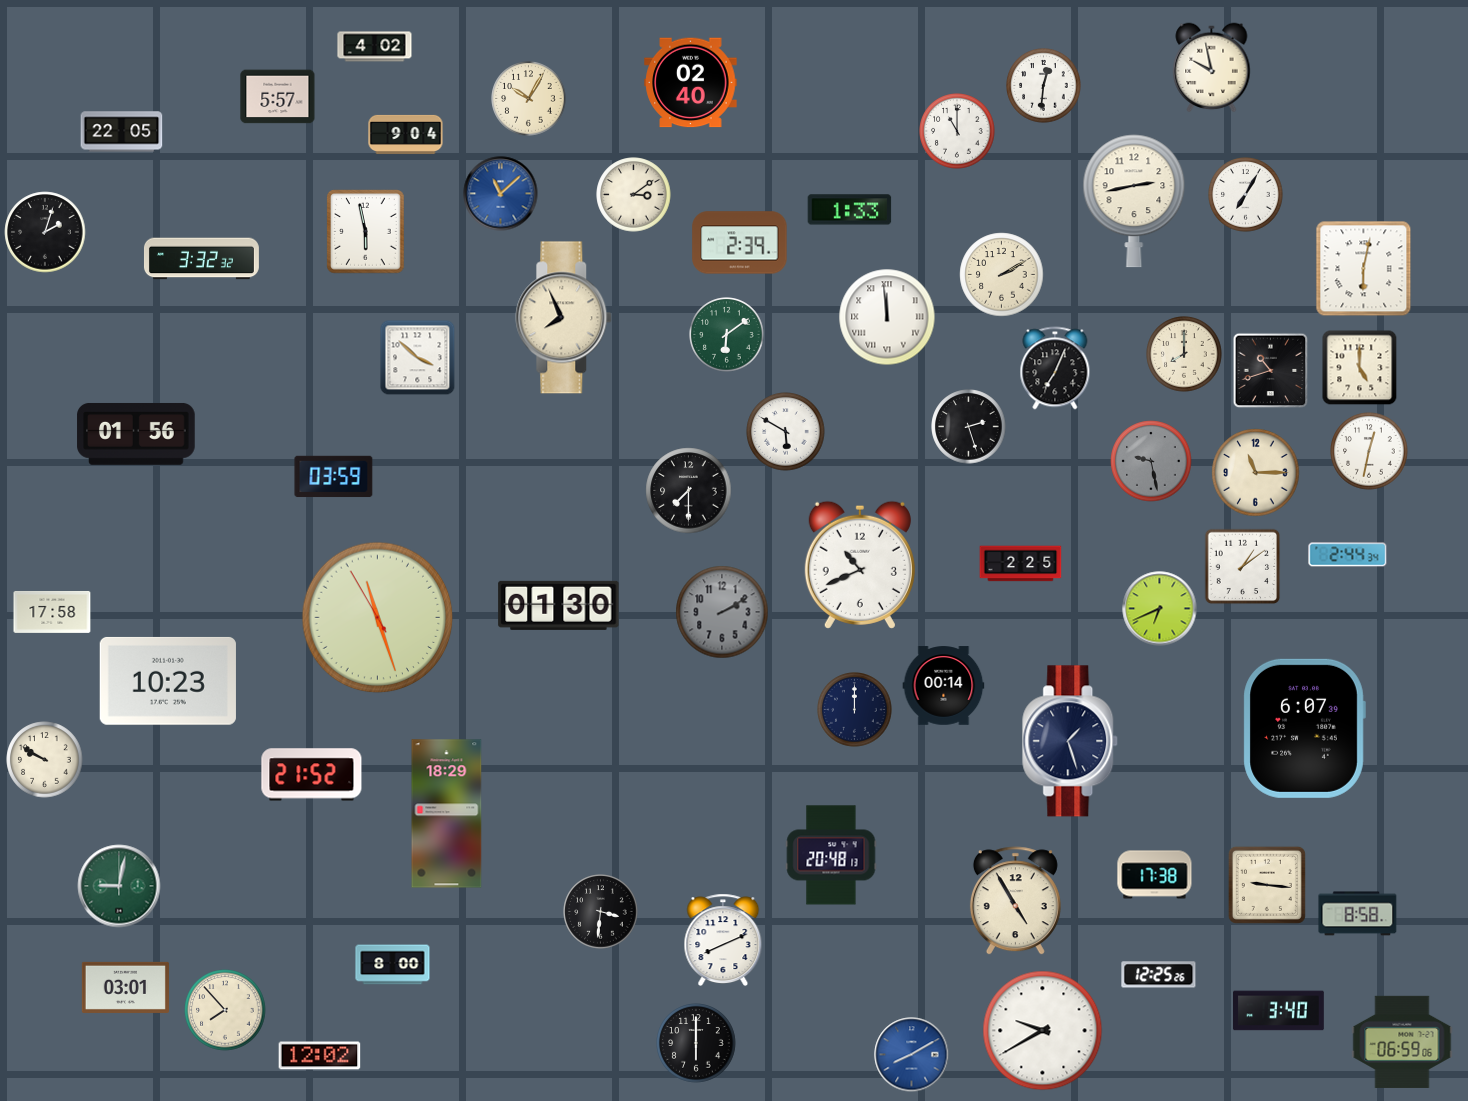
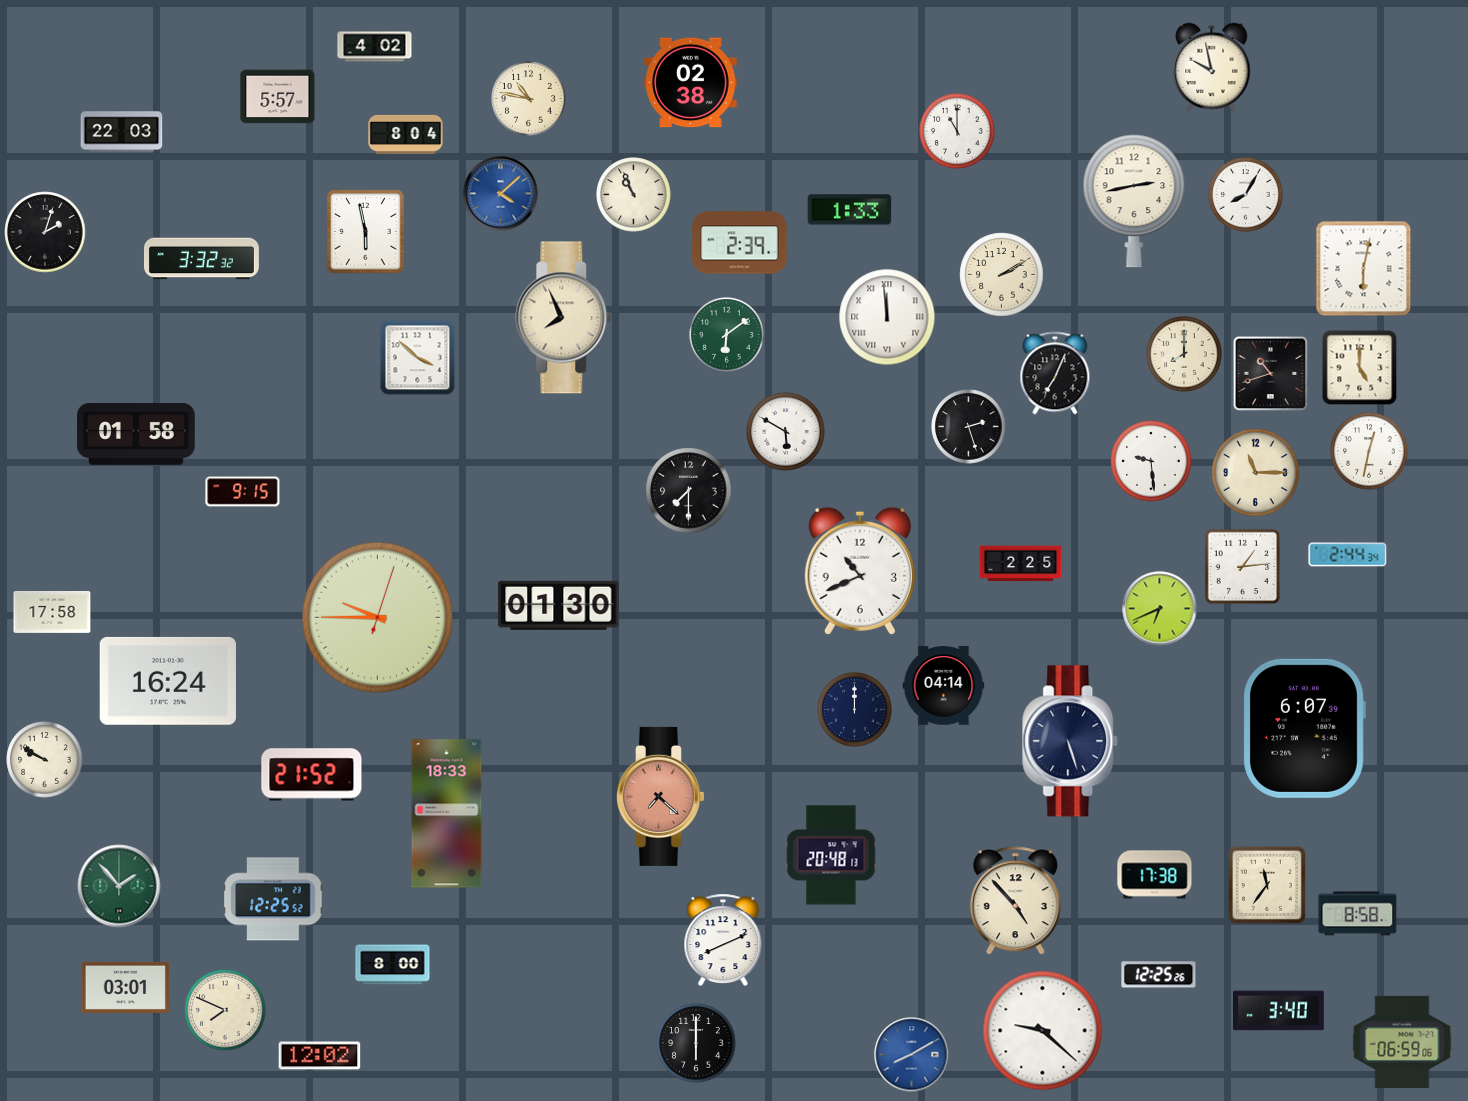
clock at (691, 83): 02:40 -> 02:38
clock at (1044, 86): 12:31 -> none
clock at (529, 99): 10:05 -> 10:47
clock at (122, 132): 22:05 -> 22:03
clock at (406, 134): 9:04 -> 8:04
clock at (501, 194): 11:08 -> 4:08
clock at (634, 195): 3:09 -> 10:56
clock at (1246, 195): 7:05 -> 8:05
clock at (1055, 368) position: (1055, 368) -> (1055, 373)
clock at (1271, 371) position: (1271, 371) -> (1271, 374)
clock at (136, 434): 01:56 -> 01:58
clock at (1151, 461): 9:28 -> 9:29
clock at (1151, 461) dial: grey -> white
clock at (334, 477): 03:59 -> none
clock at (243, 492): none -> 9:15
clock at (860, 565) position: (860, 565) -> (860, 571)
clock at (1243, 567): 1:09 -> 1:14
clock at (722, 612): 2:10 -> none
clock at (378, 618): 11:26 -> 9:45
clock at (168, 681): 10:23 -> 16:24
clock at (944, 686): 00:14 -> 04:14
clock at (1071, 741): 1:27 -> 5:27
clock at (660, 796): none -> 7:22
clock at (447, 814): 18:29 -> 18:33
clock at (1267, 885): 9:16 -> 11:36
clock at (119, 886): 9:02 -> 1:53
clock at (273, 899): none -> 12:25
clock at (1015, 901): 4:55 -> 4:53
clock at (601, 912): 3:31 -> none
clock at (225, 1010): 7:53 -> 7:49
clock at (1043, 1031): 9:40 -> 9:22
